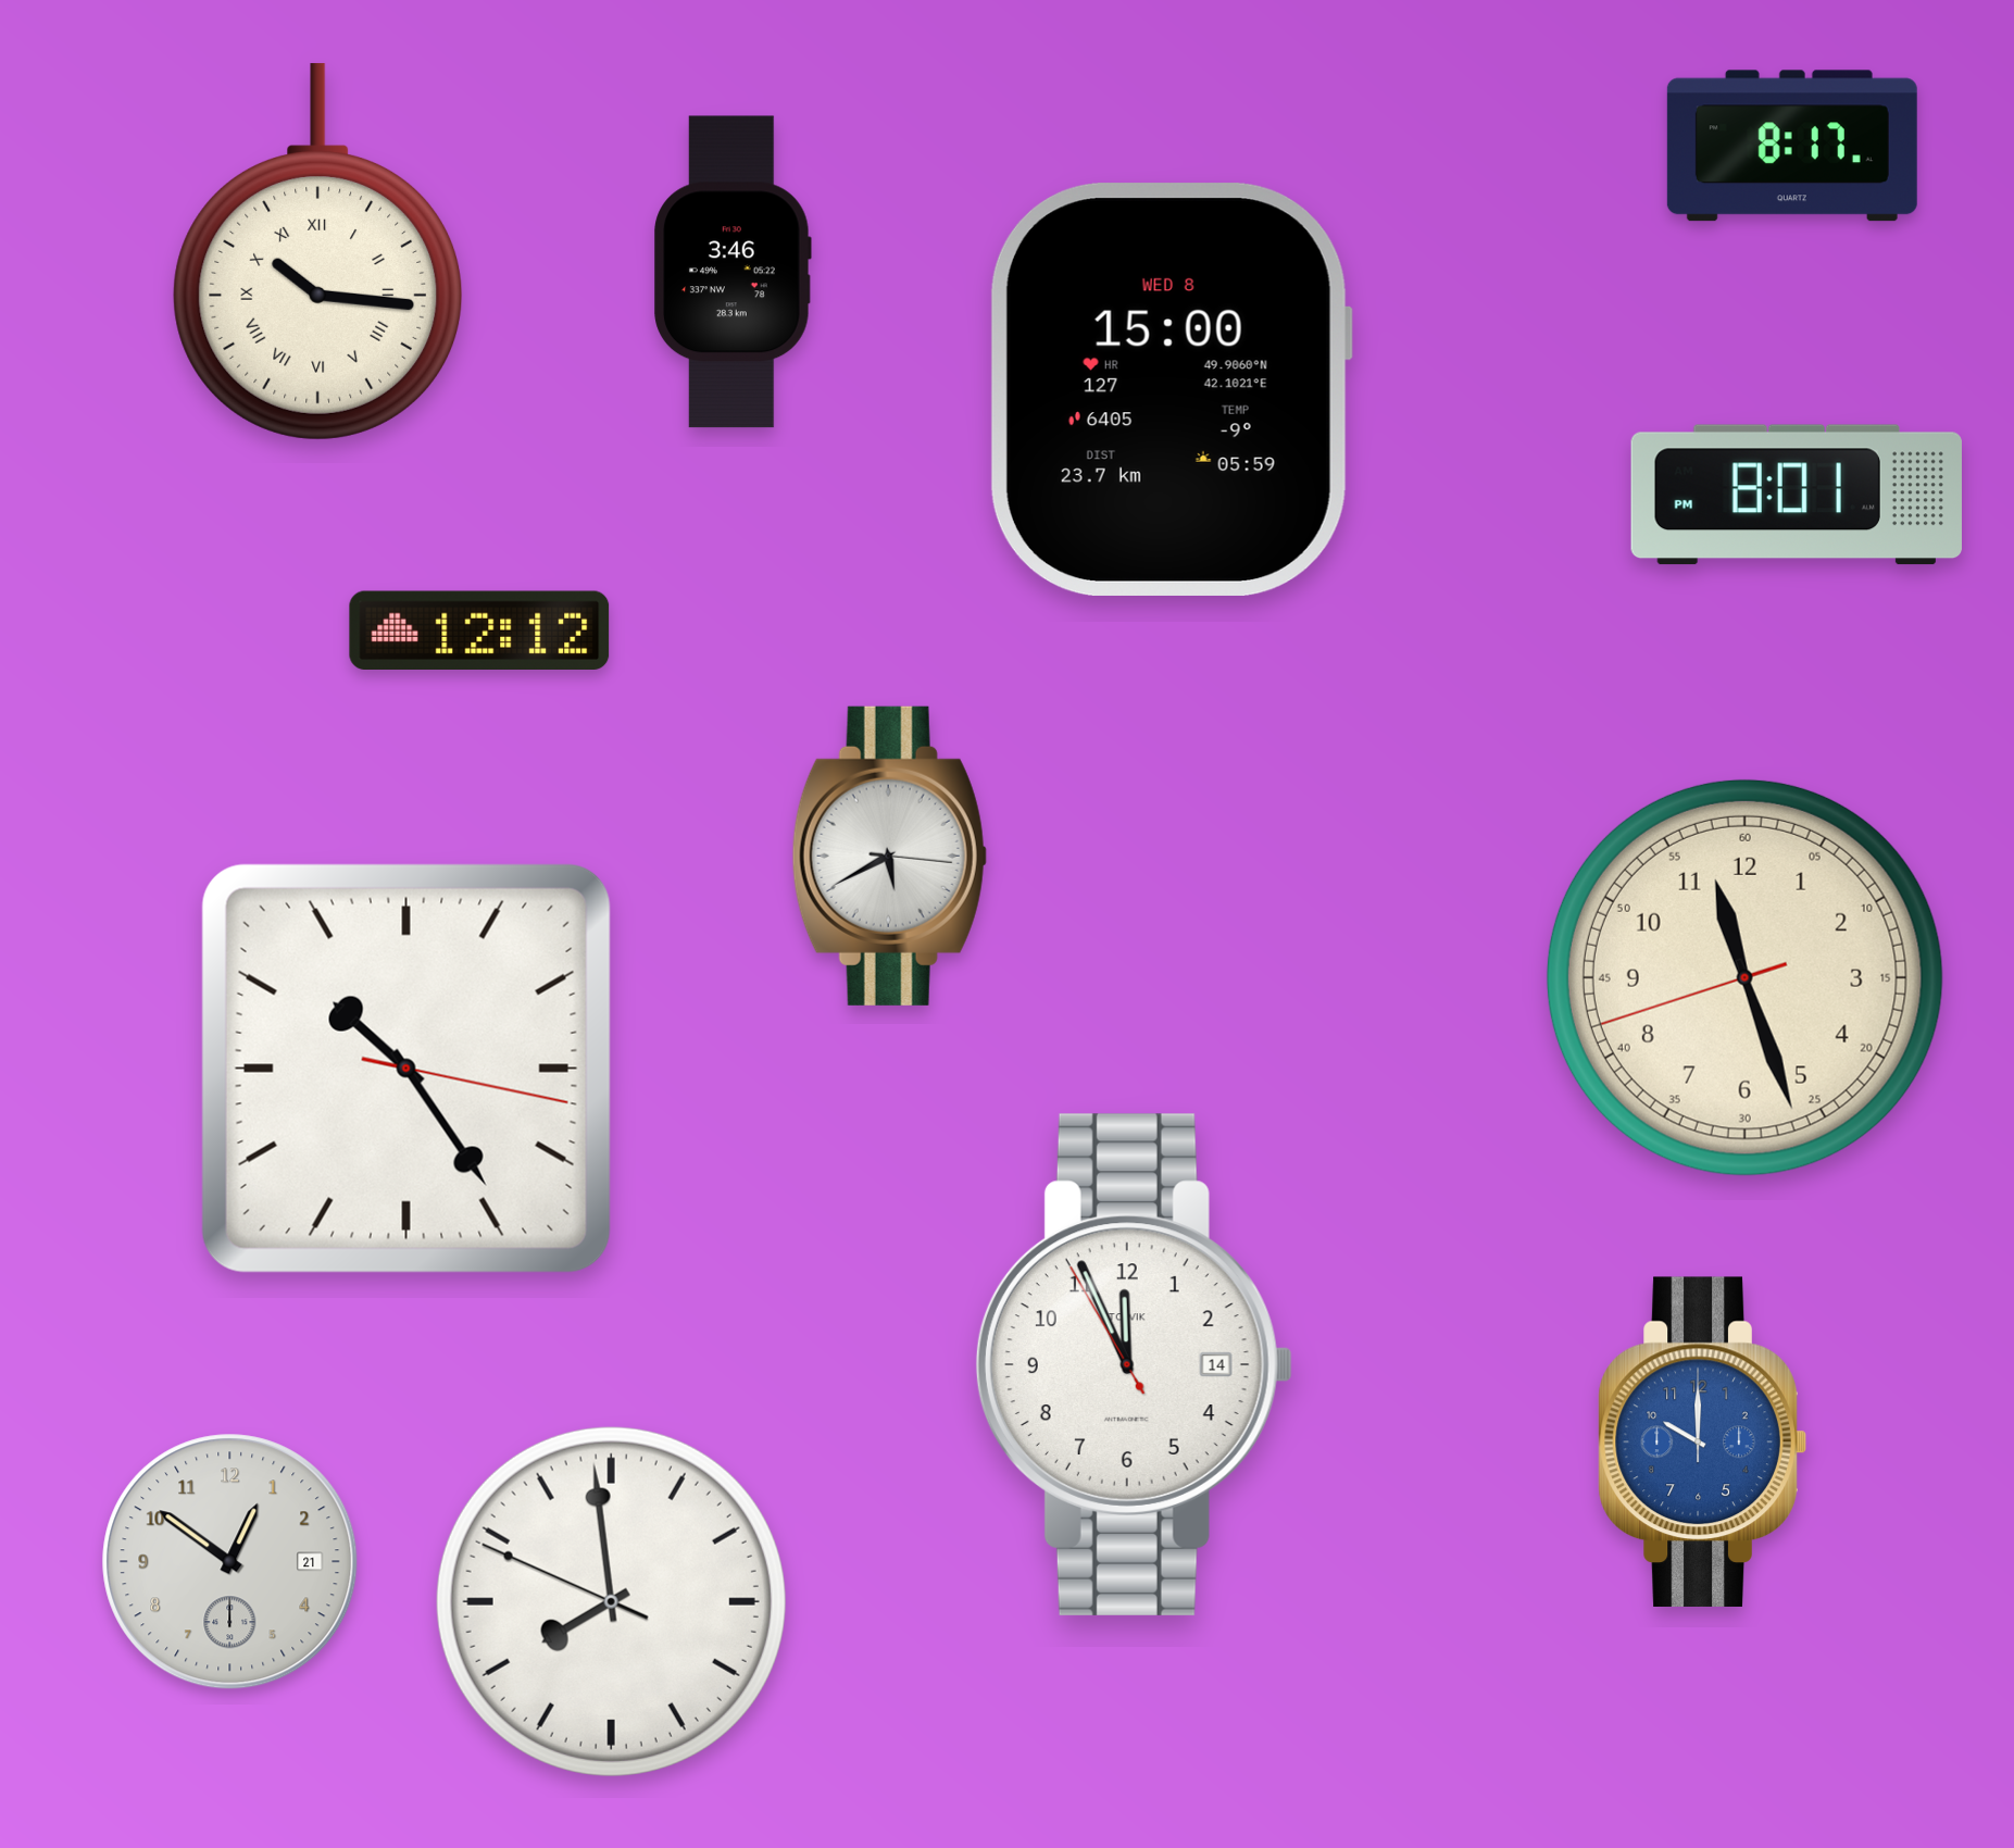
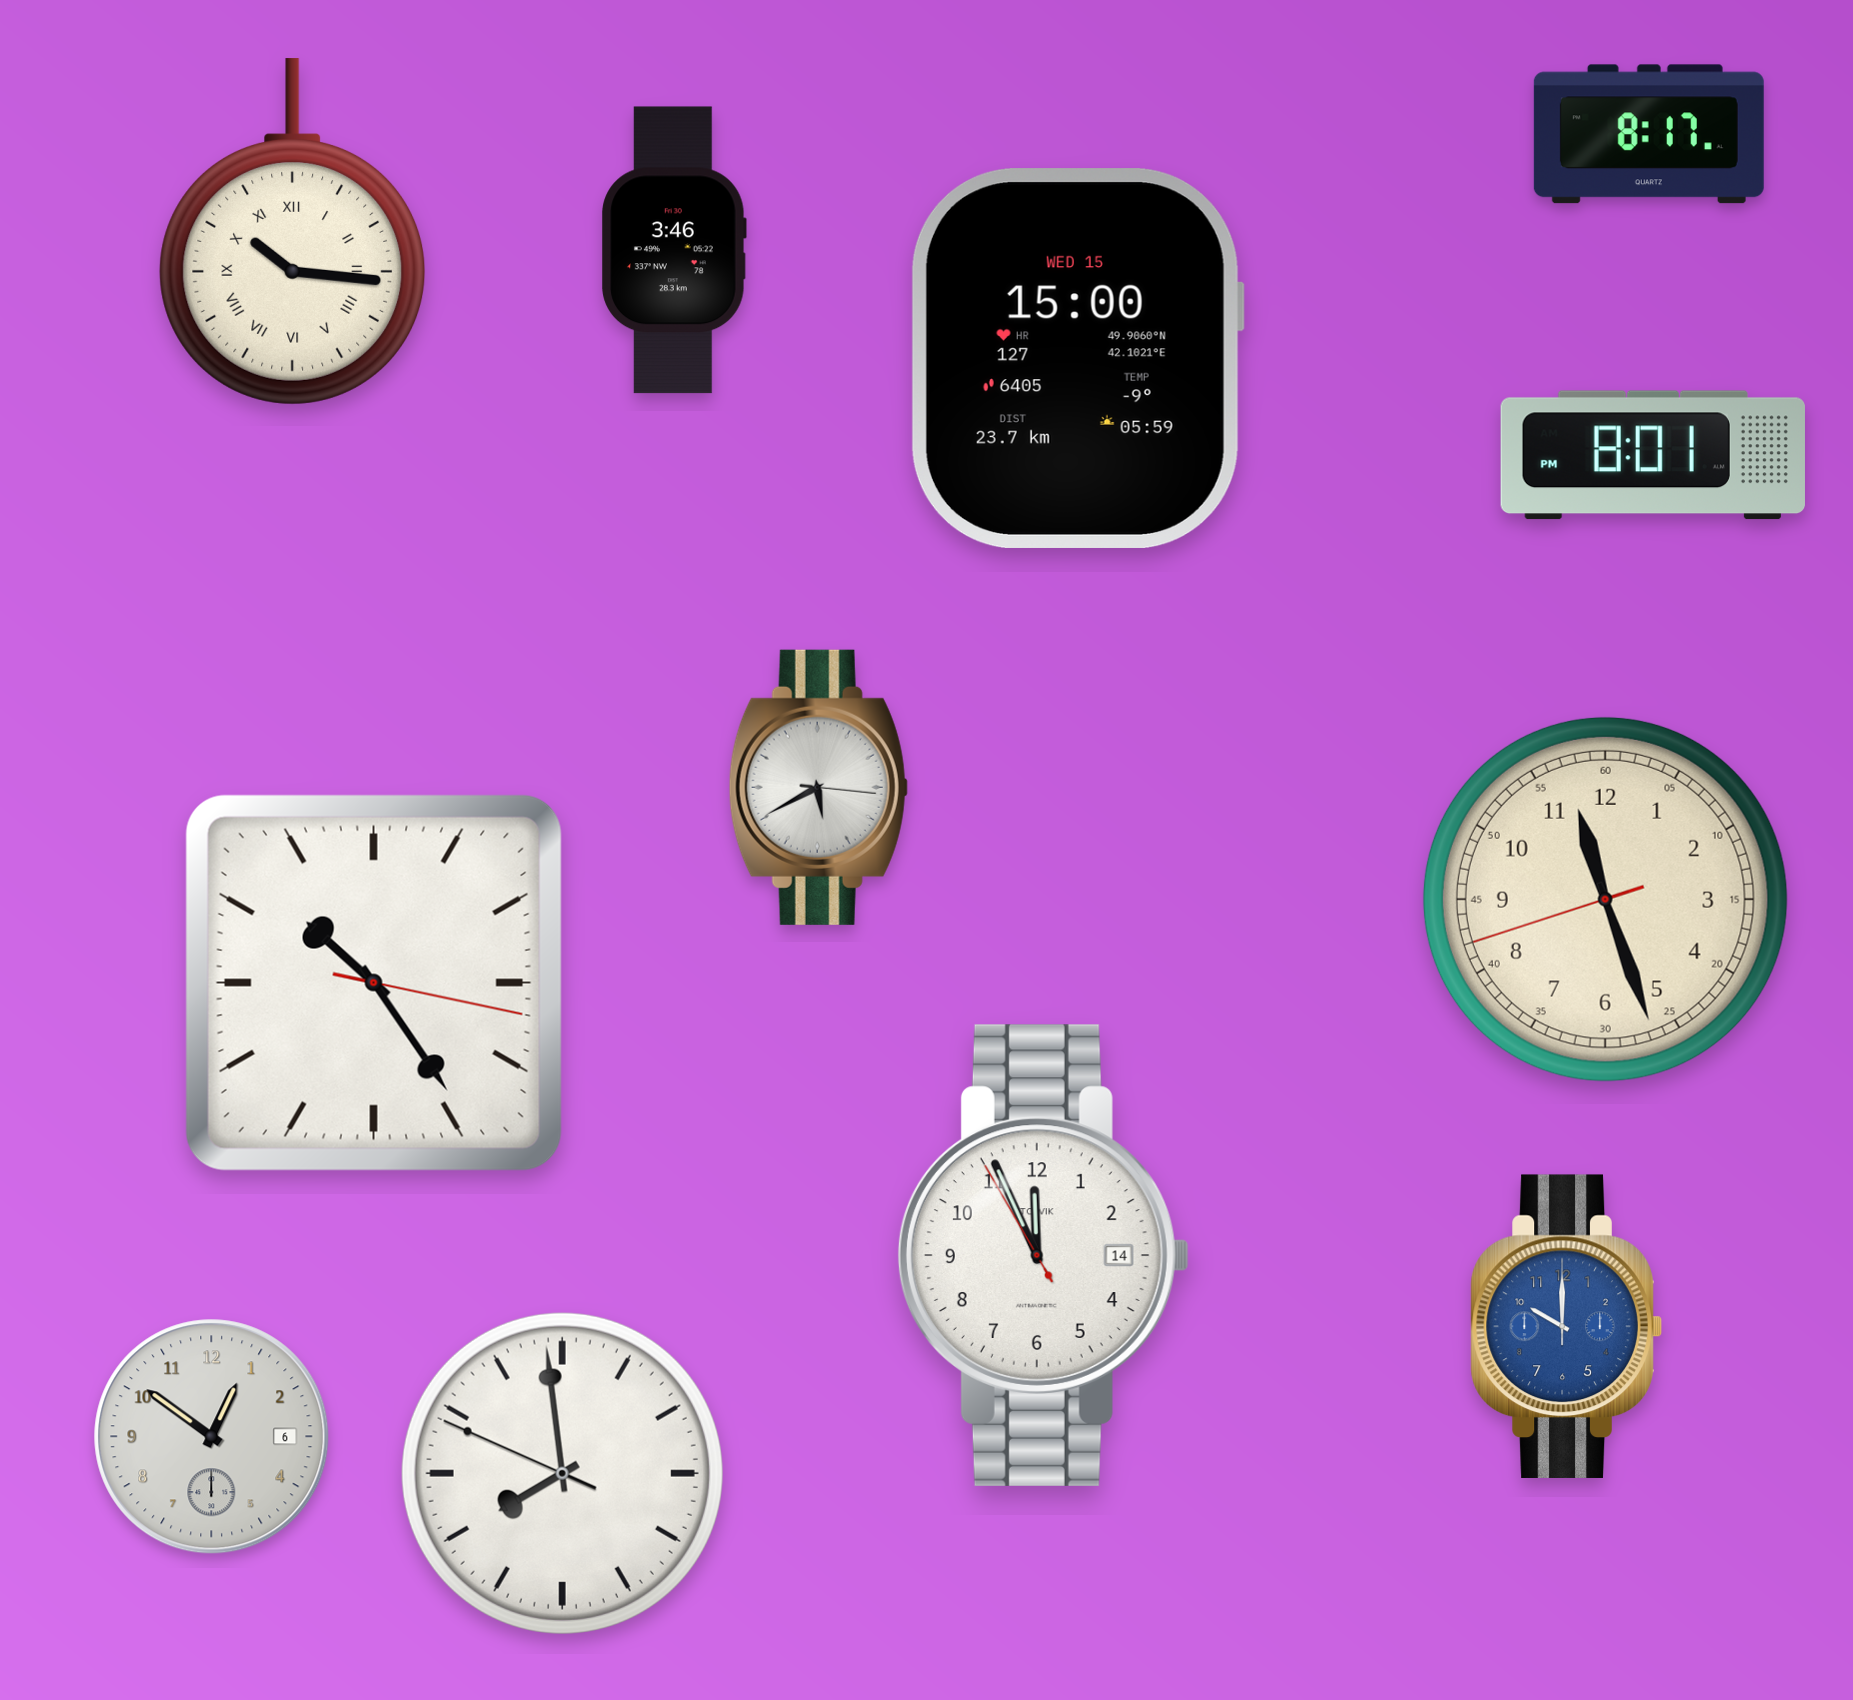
clock at (1171, 389) date: WED 8 -> WED 15
clock at (479, 629): 12:12 -> none
clock at (230, 1562) date: 21 -> 6
